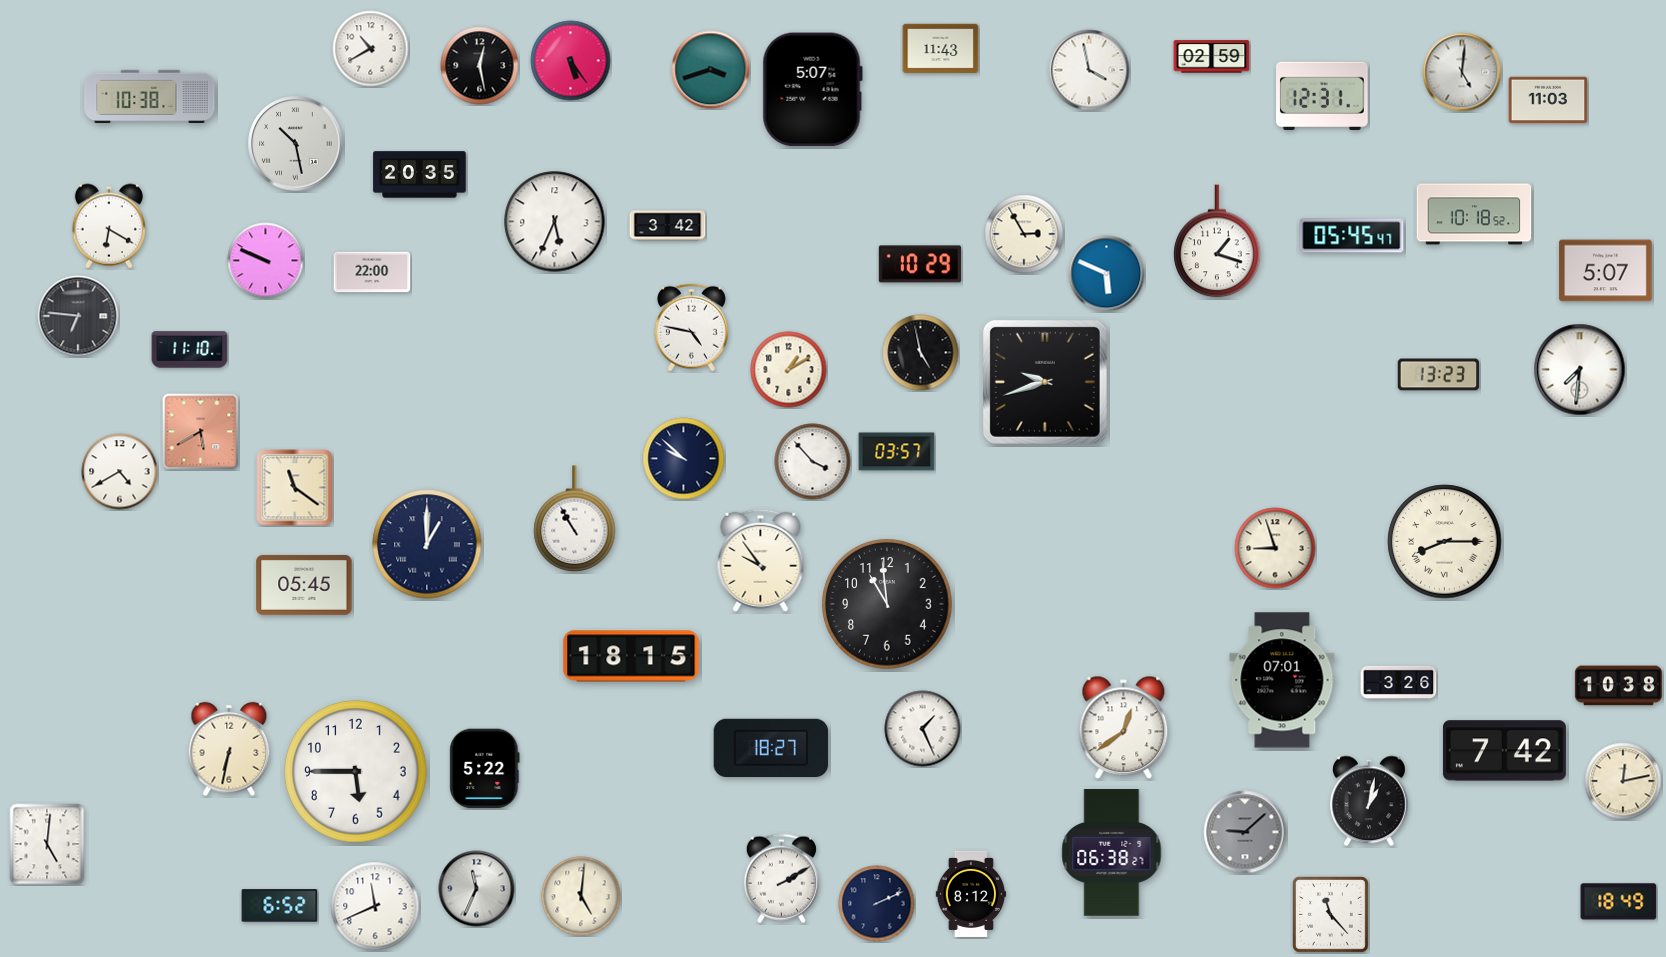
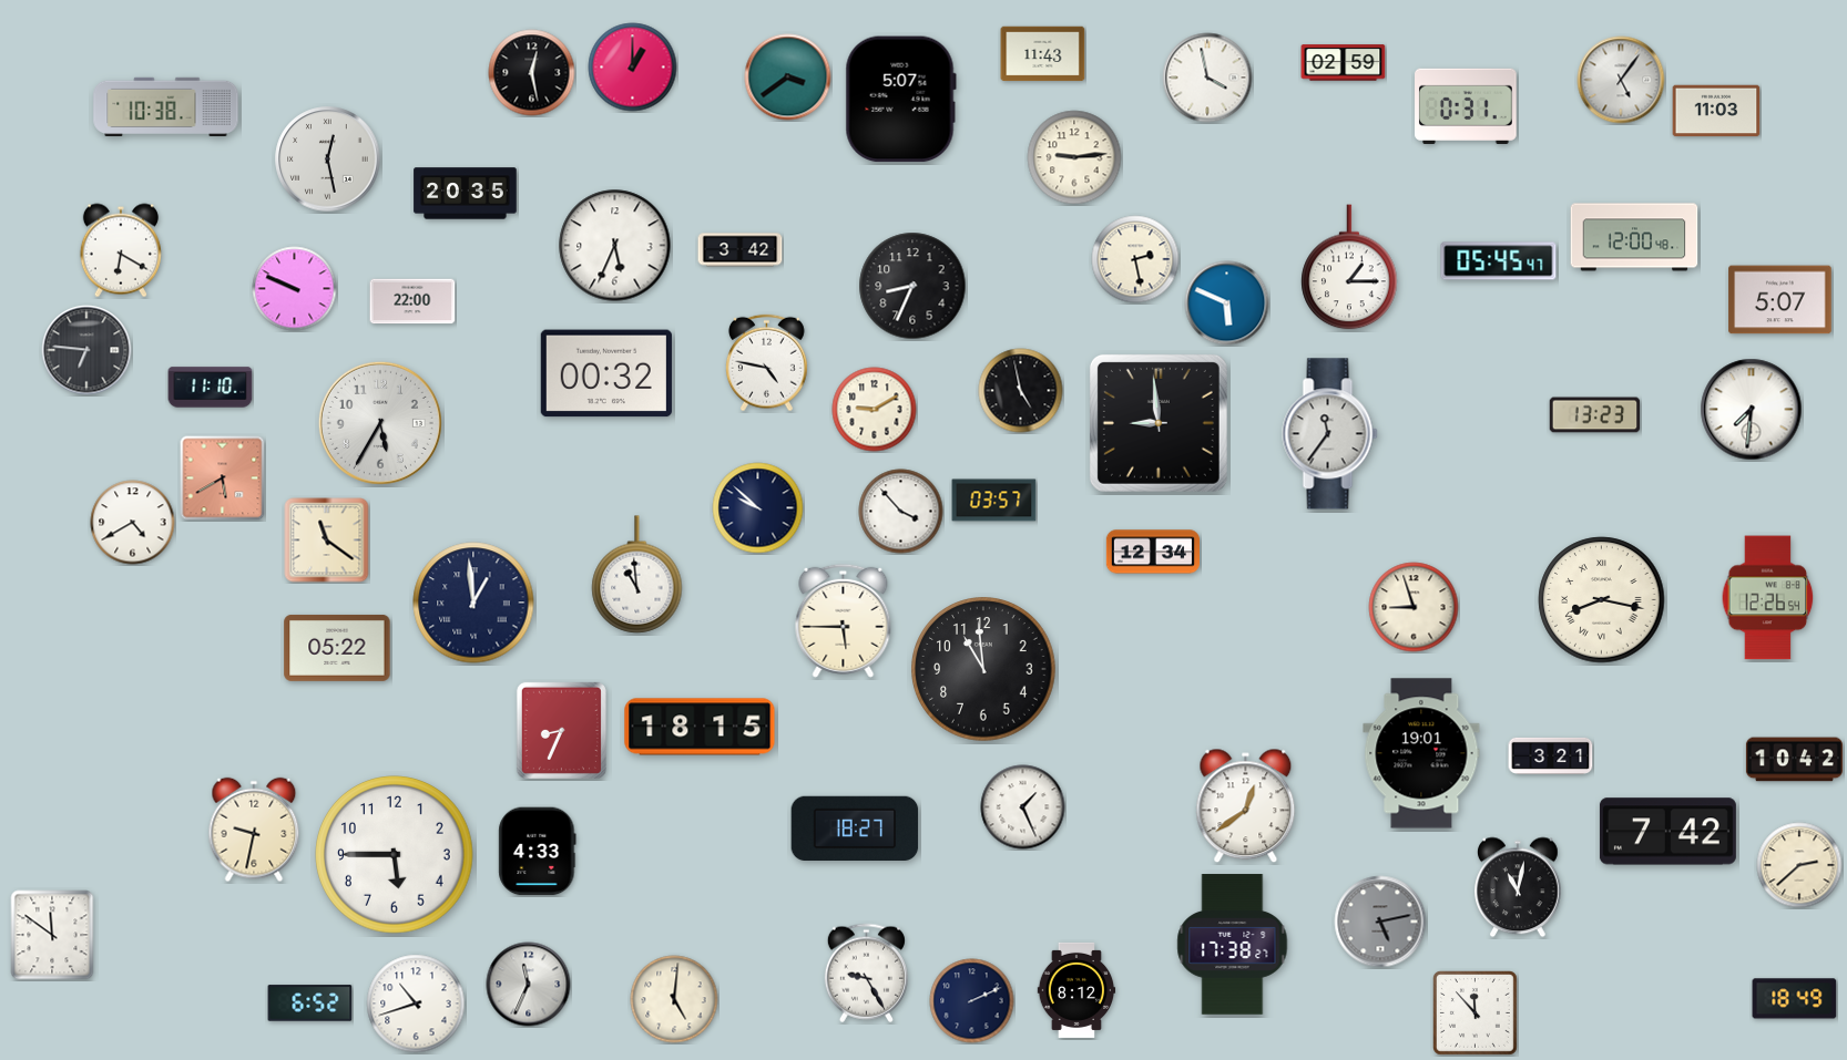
clock at (371, 49): 10:40 -> none
clock at (571, 61): 5:24 -> 1:00
clock at (711, 70): 3:42 -> 3:39
clock at (1462, 72): 5:01 -> 5:06
clock at (1322, 96): 12:31 -> 0:31
clock at (1074, 157): none -> 9:14
clock at (296, 144): 10:28 -> 12:28
clock at (1474, 214): 10:18 -> 12:00
clock at (1024, 234): 2:55 -> 2:28
clock at (1217, 241): 1:18 -> 1:15
clock at (912, 286): none -> 8:34
clock at (920, 264): 10:29 -> none
clock at (606, 373): none -> 00:32
clock at (789, 370): 1:10 -> 9:10
clock at (380, 423): none -> 5:35
clock at (1045, 382): 9:42 -> 8:59
clock at (1330, 434): none -> 11:36
clock at (1152, 552): none -> 12:34
clock at (575, 519): 10:55 -> 10:59
clock at (1768, 598): none -> 12:26
clock at (1445, 542): 8:15 -> 8:17
clock at (427, 544): 1:00 -> 12:59
clock at (761, 560): 9:54 -> 5:45
clock at (304, 585): 05:45 -> 05:22
clock at (561, 730): none -> 8:34
clock at (1282, 680): 07:01 -> 19:01
clock at (1399, 682): 3:26 -> 3:21
clock at (1618, 686): 10:38 -> 10:42
clock at (229, 749): 6:32 -> 9:32
clock at (485, 769): 5:22 -> 4:33
clock at (1623, 781): 12:13 -> 2:38
clock at (1370, 801): 1:02 -> 11:02
clock at (1245, 832): 9:08 -> 5:13
clock at (47, 844): 5:01 -> 11:51
clock at (1112, 853): 06:38 -> 17:38
clock at (781, 879): 2:10 -> 9:25
clock at (581, 896) position: (581, 896) -> (674, 999)
clock at (375, 906): 11:41 -> 10:42
clock at (1330, 914): 11:23 -> 11:53
